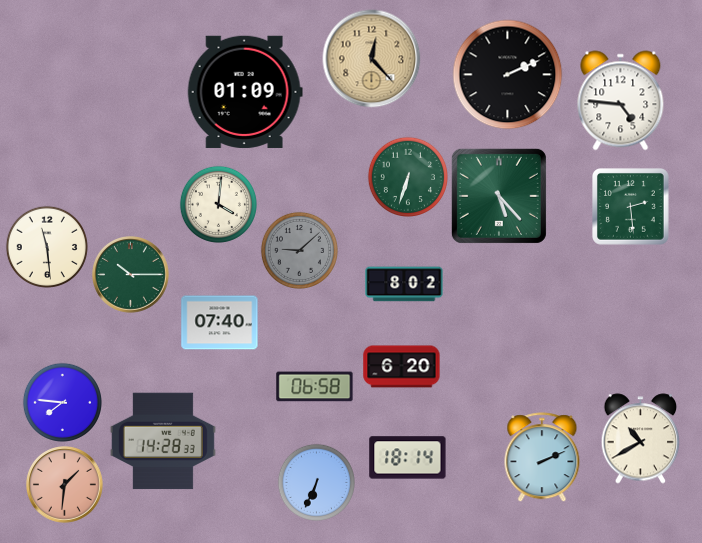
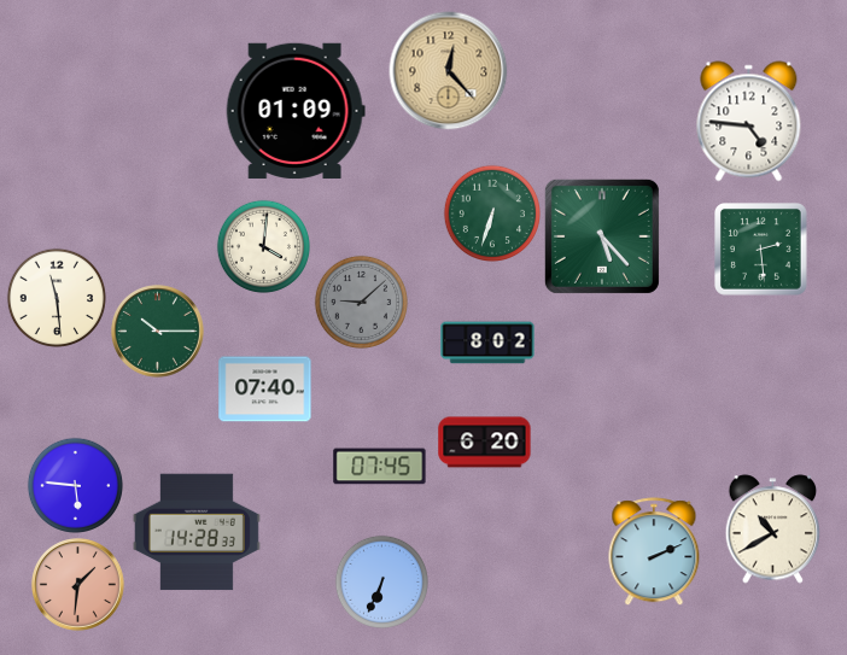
clock at (508, 75): 2:11 -> none
clock at (315, 387): 06:58 -> 07:45
clock at (62, 402): 7:46 -> 5:46
clock at (408, 458): 18:14 -> none
